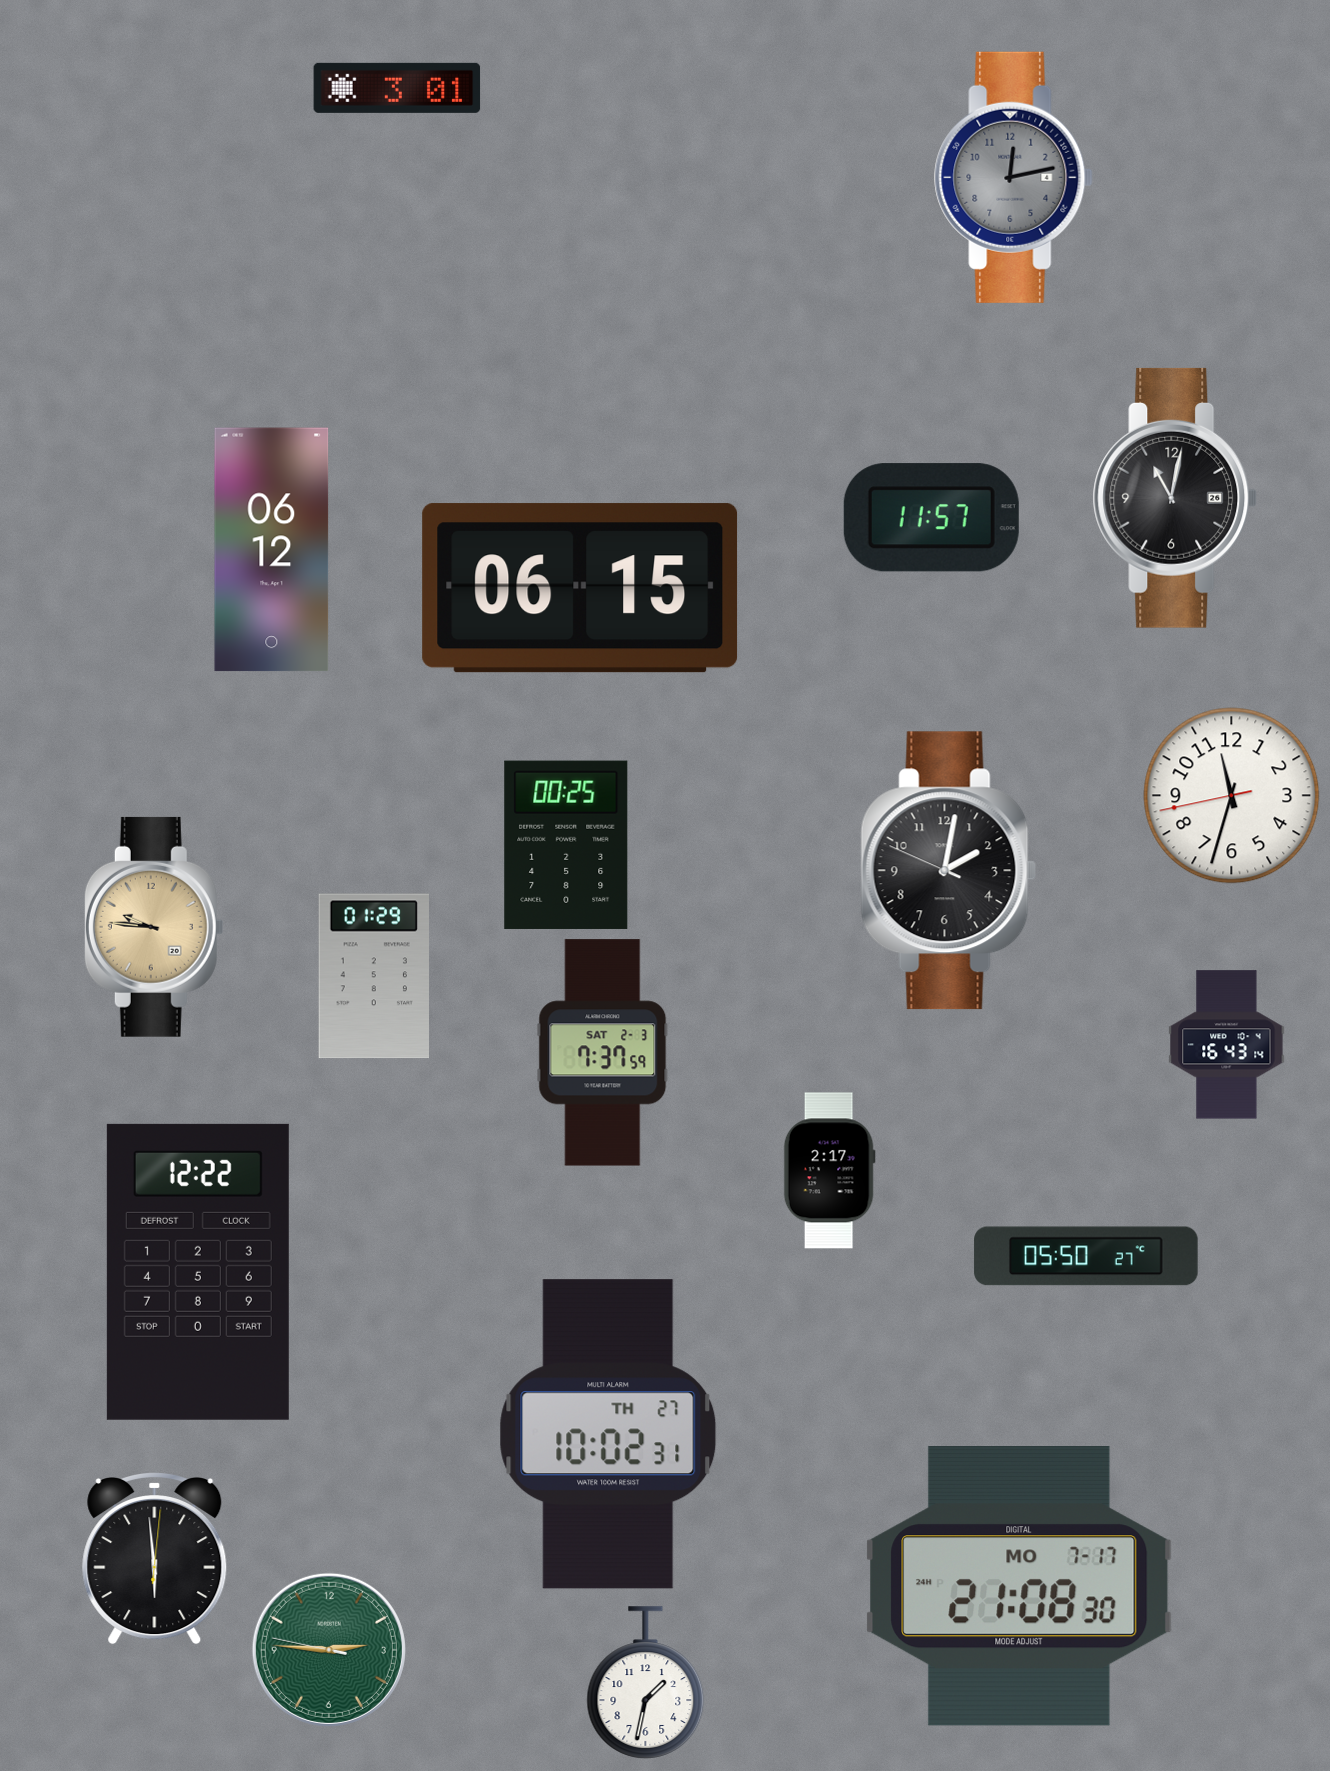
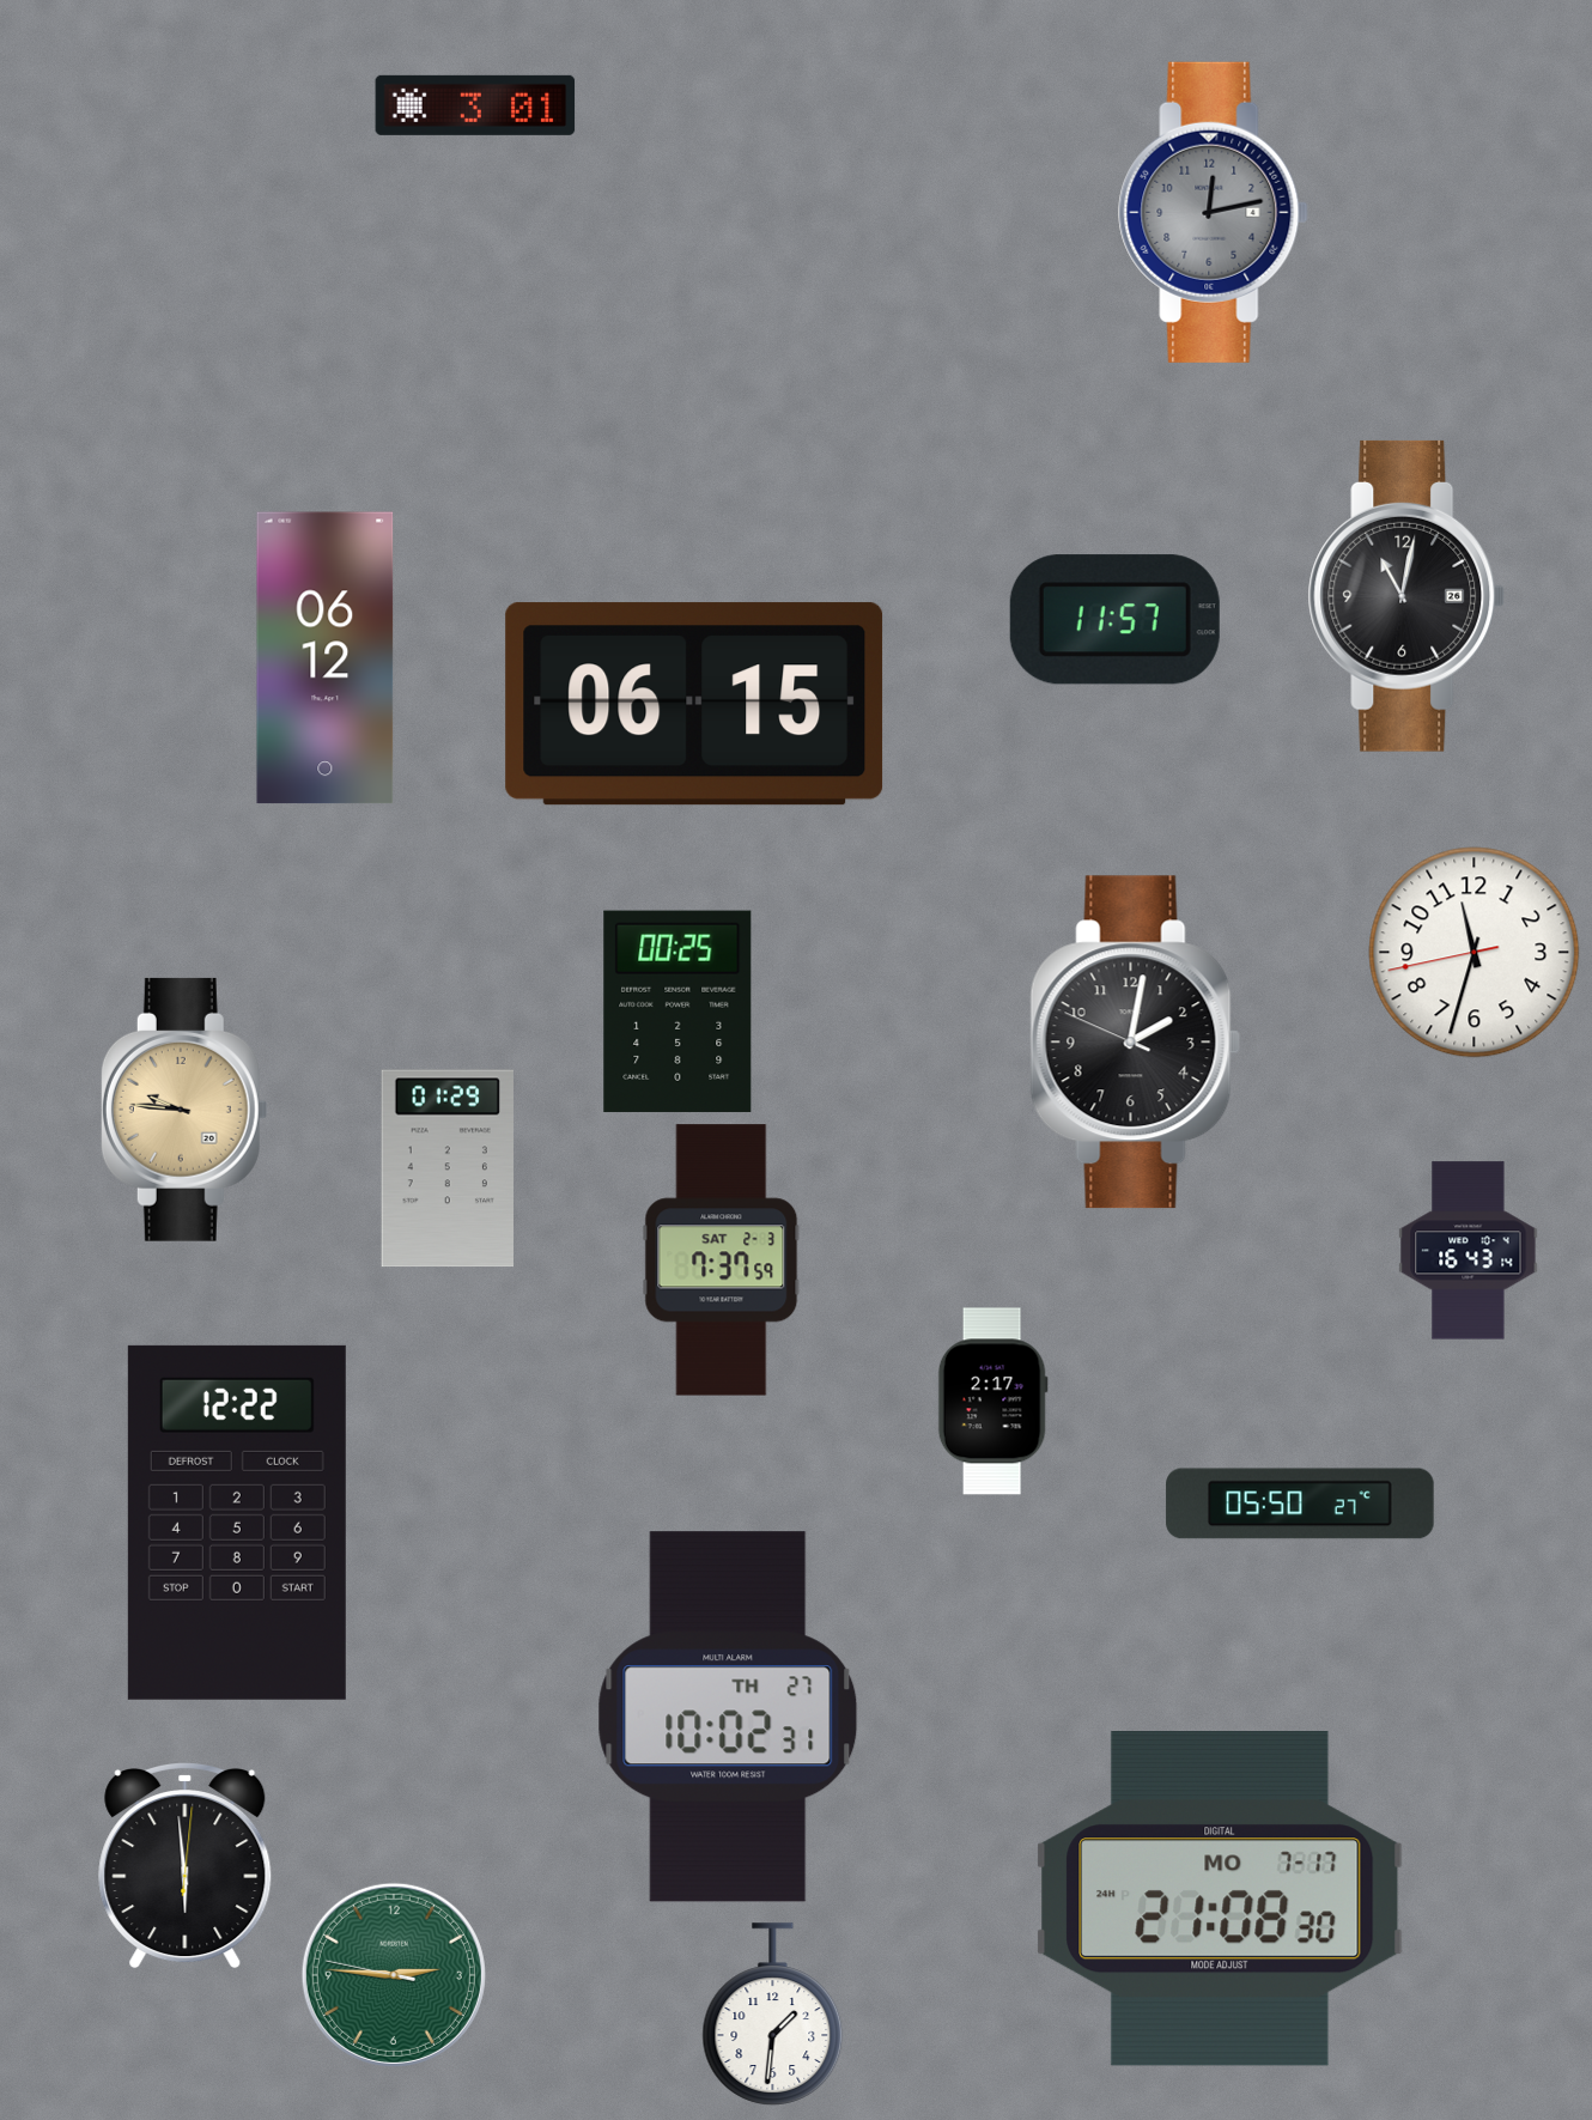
clock at (646, 1683): 1:32 -> 1:31
